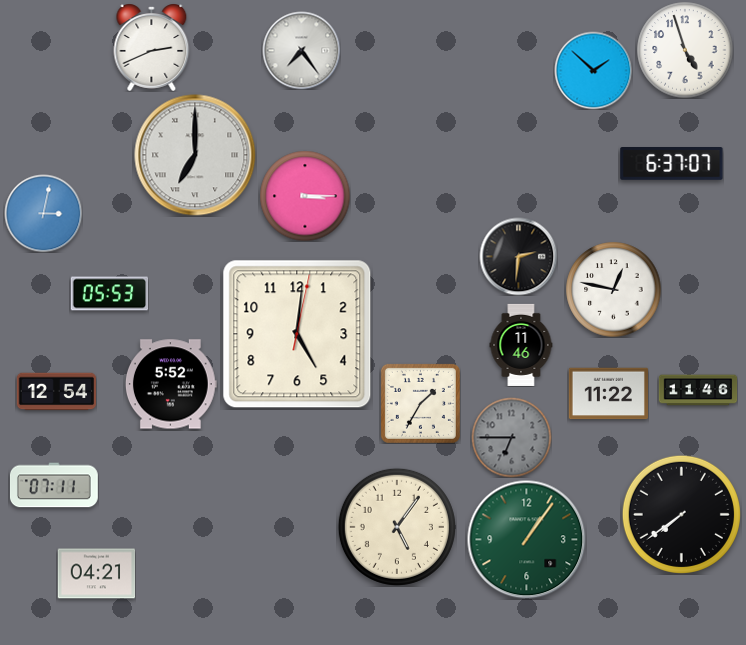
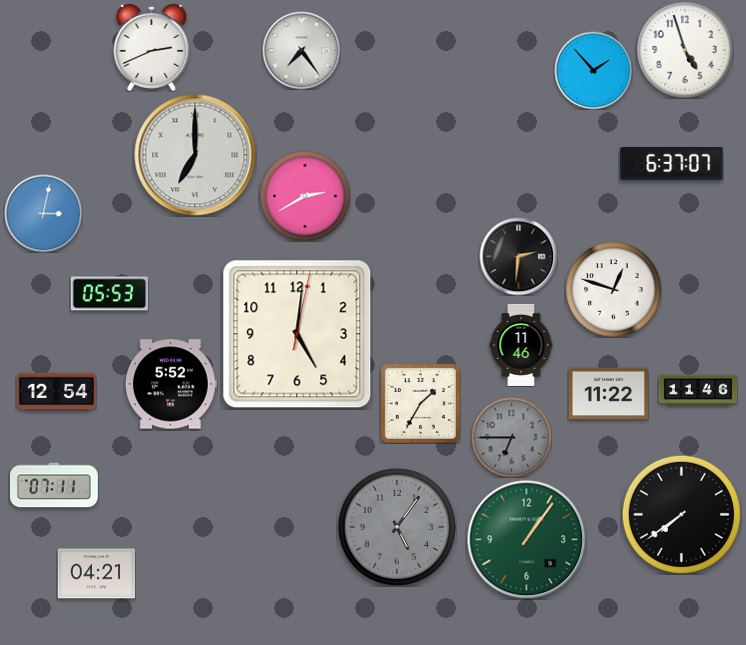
clock at (593, 70): 1:52 -> 1:53
clock at (305, 196): 3:15 -> 2:40
clock at (613, 289): 12:47 -> 12:48
clock at (397, 527) dial: cream -> grey
